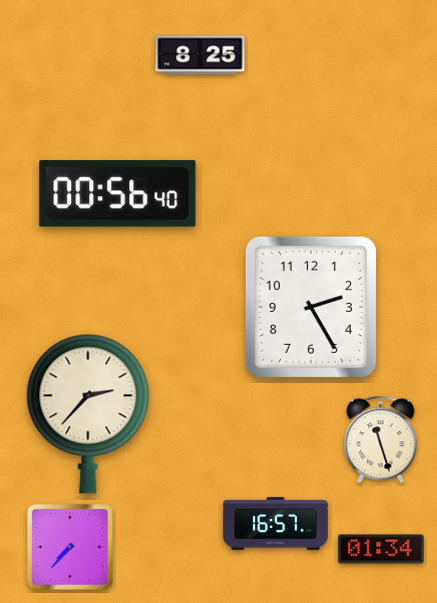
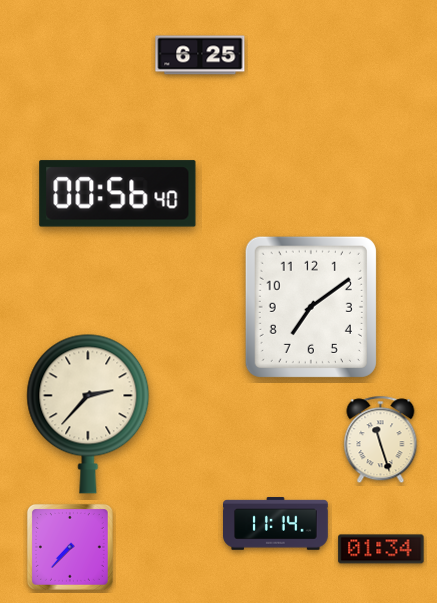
clock at (200, 55): 8:25 -> 6:25
clock at (311, 307): 2:25 -> 7:09
clock at (276, 524): 16:57 -> 11:14
